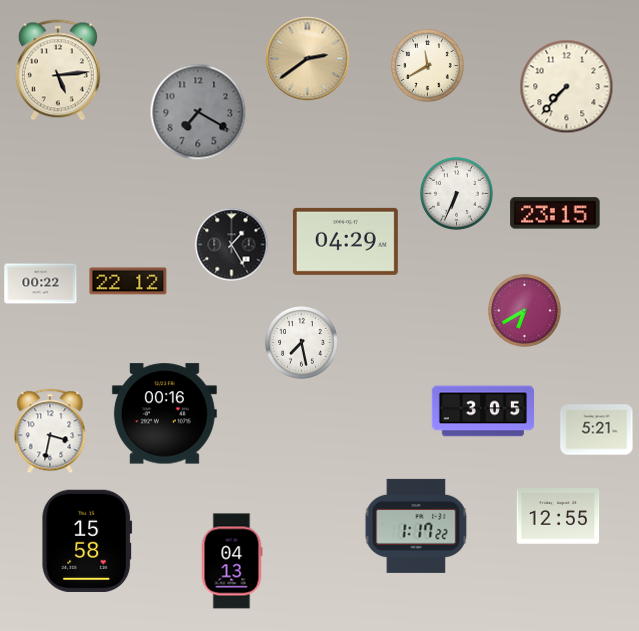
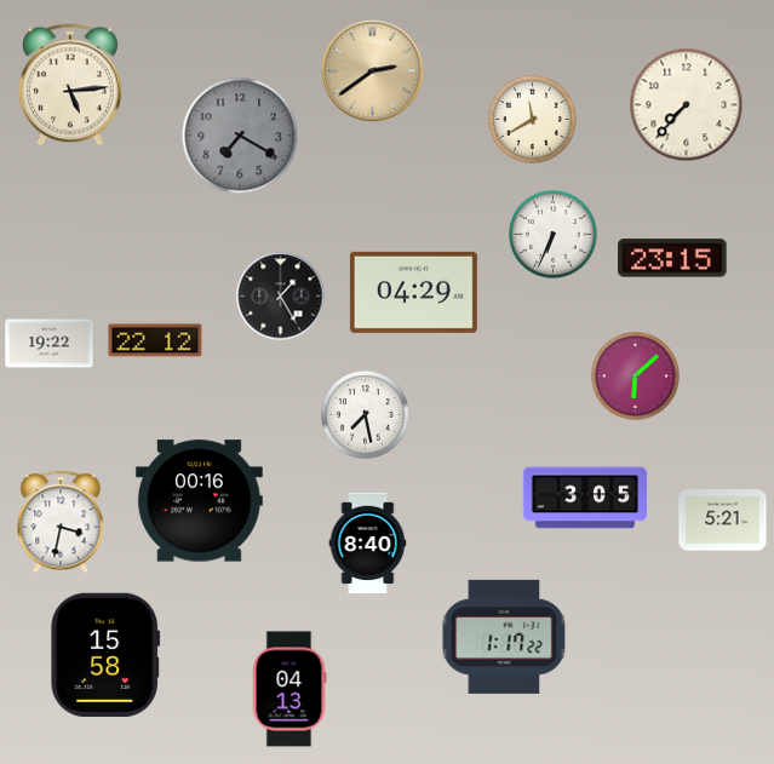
clock at (428, 66) position: (428, 66) -> (533, 120)
clock at (345, 241) position: (345, 241) -> (413, 292)
clock at (41, 284): 00:22 -> 19:22
clock at (525, 311): 6:40 -> 6:08
clock at (368, 544): none -> 8:40
clock at (558, 516): 12:55 -> none
clock at (232, 561) position: (232, 561) -> (289, 689)
